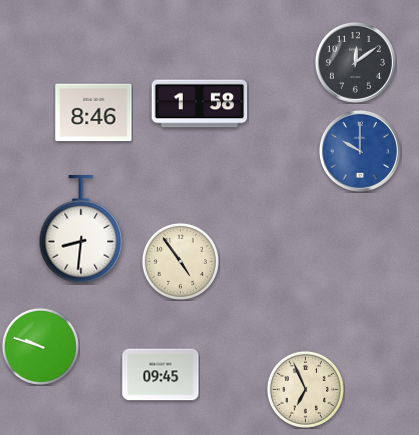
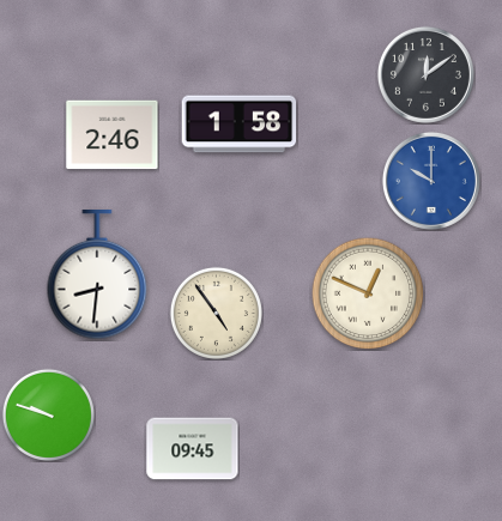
clock at (94, 113): 8:46 -> 2:46
clock at (368, 293): none -> 12:49
clock at (305, 389): 6:56 -> none
